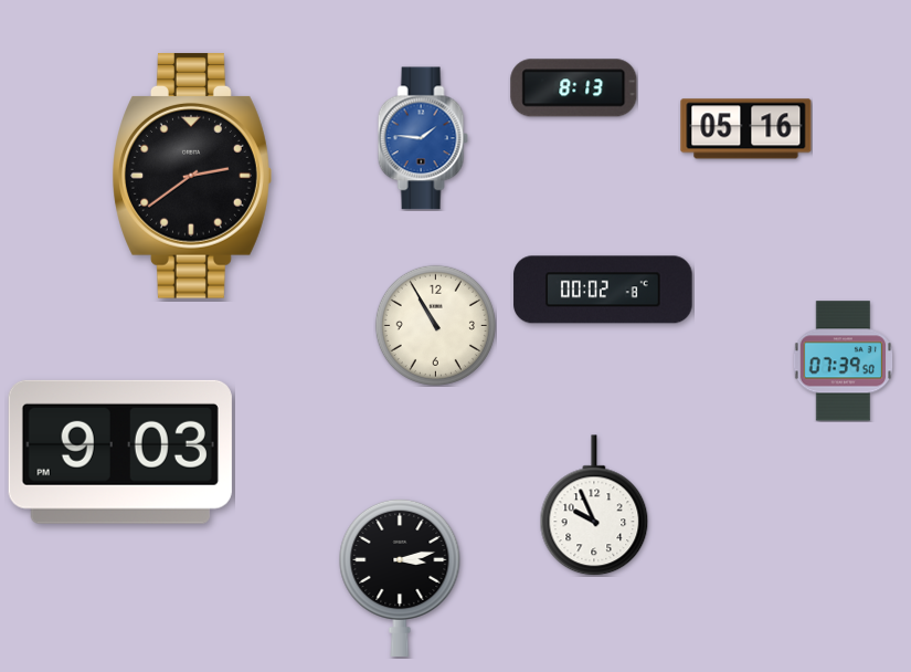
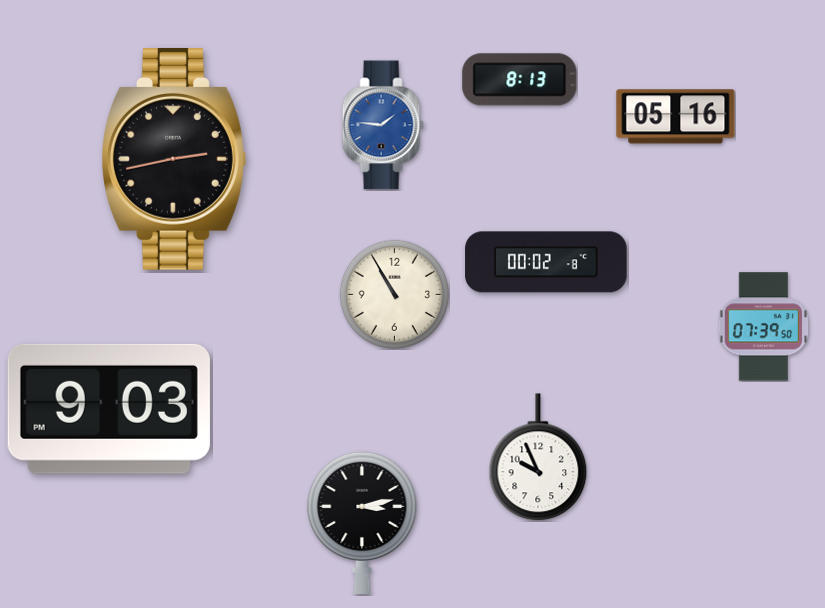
clock at (192, 176): 2:39 -> 2:43
